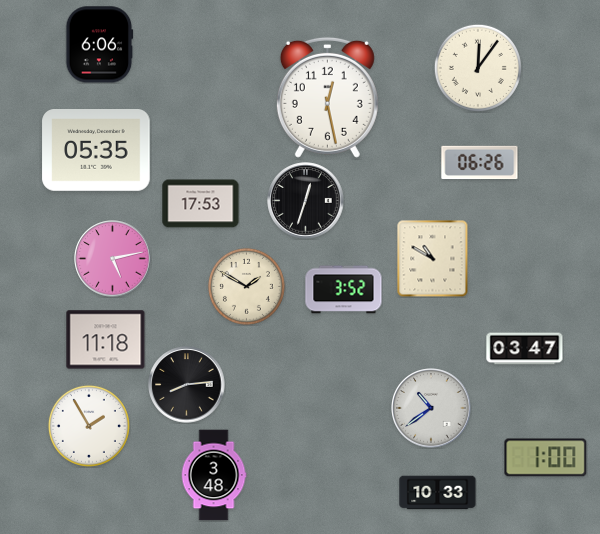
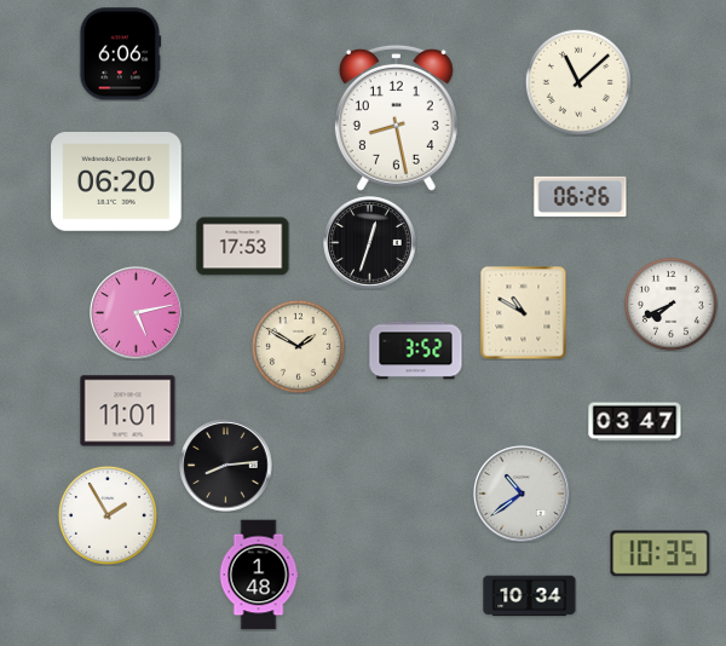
clock at (478, 68): 12:06 -> 11:08
clock at (327, 97): 12:28 -> 8:28
clock at (96, 151): 05:35 -> 06:20
clock at (670, 304): none -> 7:41
clock at (106, 340): 11:18 -> 11:01
clock at (546, 458): 1:00 -> 10:35
clock at (214, 475): 3:48 -> 1:48
clock at (438, 493): 10:33 -> 10:34
